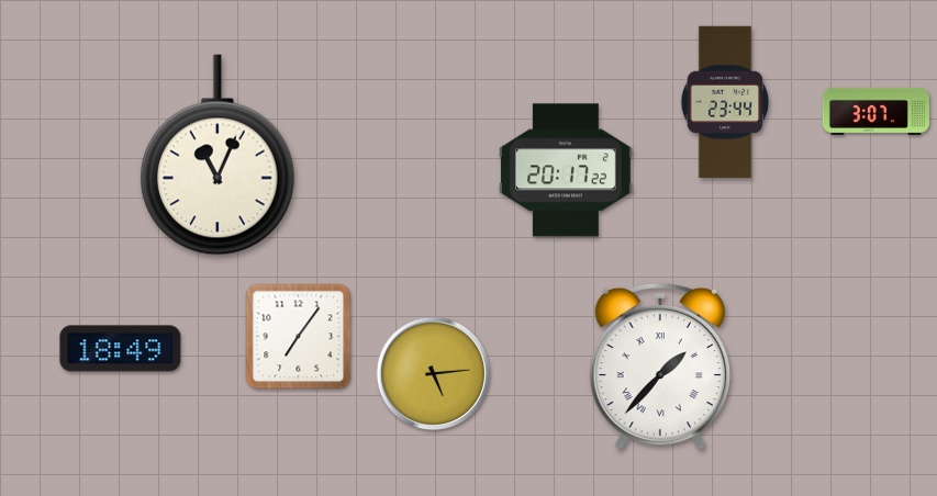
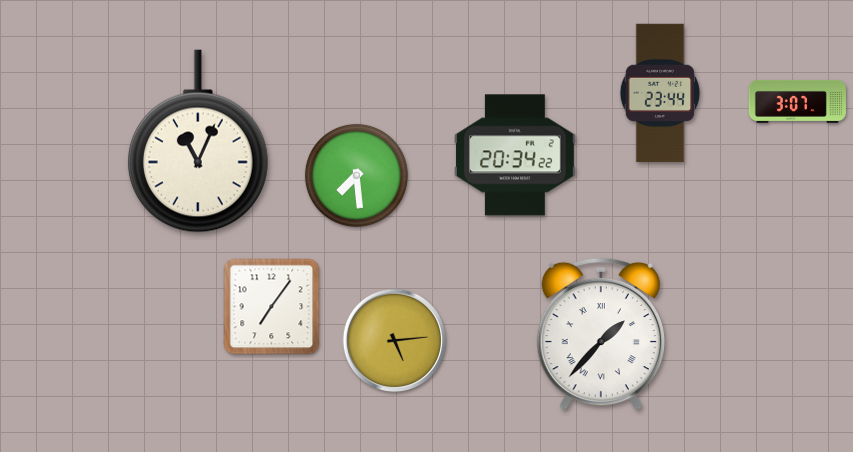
clock at (566, 170): 20:17 -> 20:34
clock at (356, 175): none -> 7:29
clock at (121, 349): 18:49 -> none
